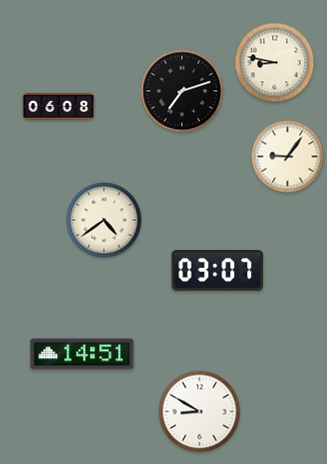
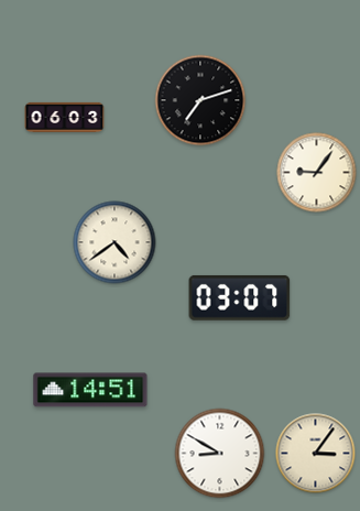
clock at (275, 63): 8:47 -> none
clock at (59, 106): 06:08 -> 06:03
clock at (316, 454): none -> 3:06
